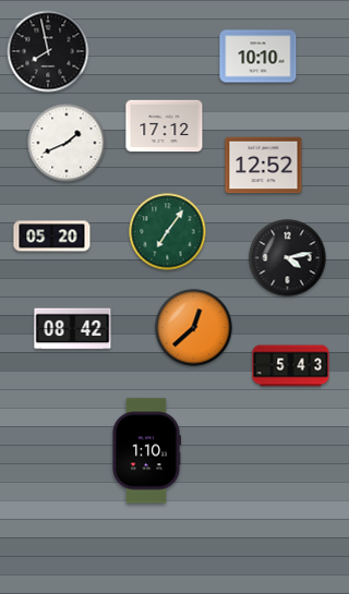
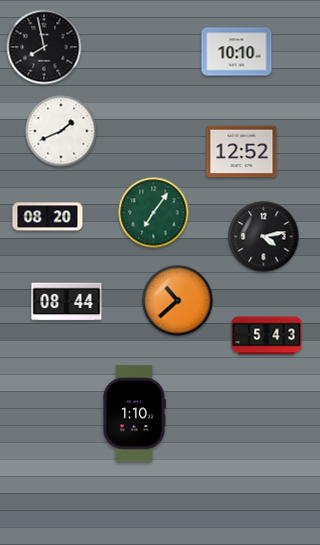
clock at (165, 126): 17:12 -> none
clock at (52, 237): 05:20 -> 08:20
clock at (194, 328): 12:38 -> 10:38
clock at (73, 329): 08:42 -> 08:44
